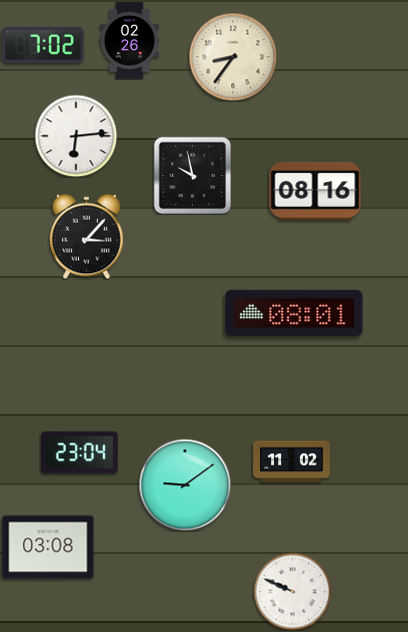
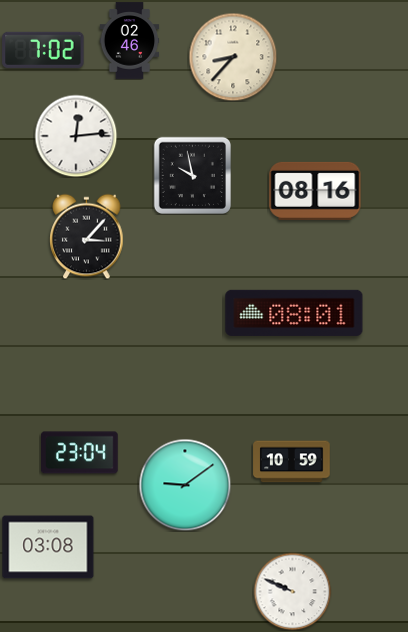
clock at (130, 41): 02:26 -> 02:46
clock at (43, 45) position: (43, 45) -> (43, 50)
clock at (233, 57): 8:36 -> 8:37
clock at (76, 136): 6:14 -> 12:14
clock at (292, 462): 11:02 -> 10:59
